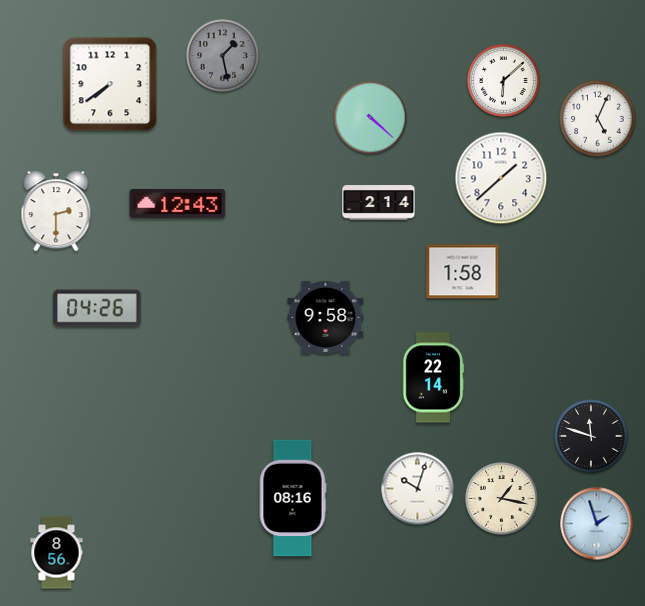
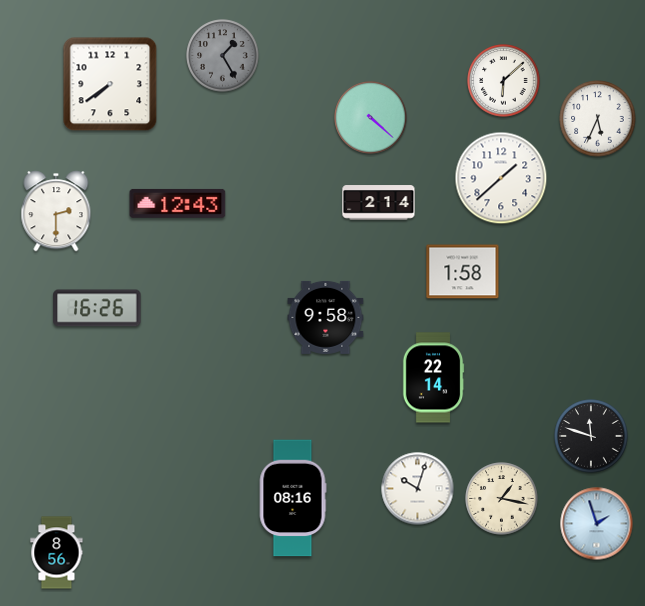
clock at (223, 56): 1:28 -> 1:25
clock at (598, 119): 5:04 -> 5:34
clock at (97, 308): 04:26 -> 16:26
